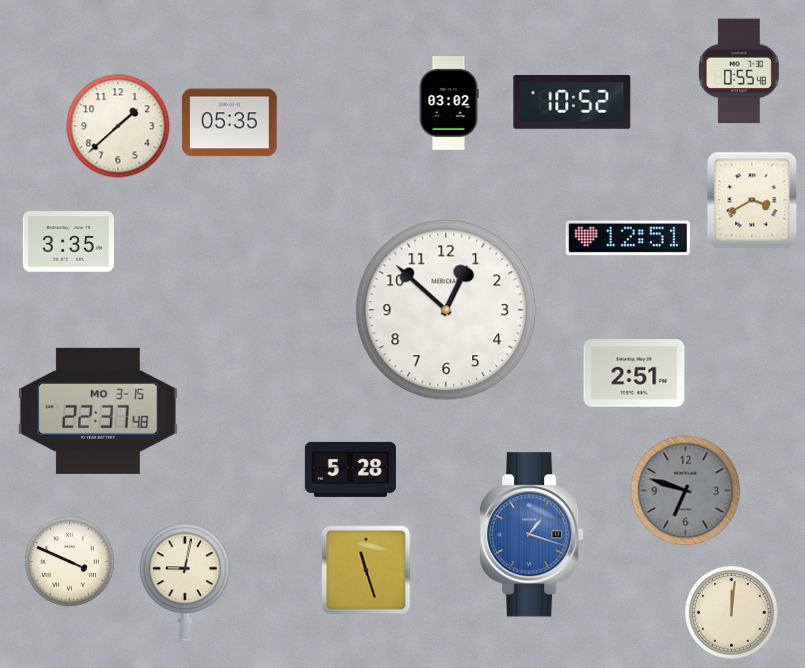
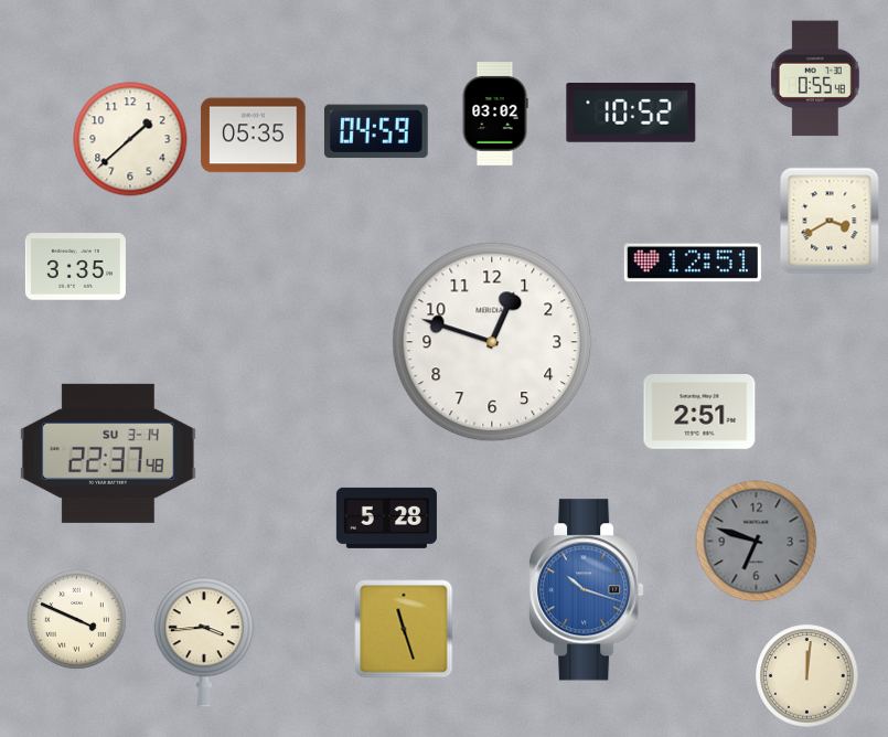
clock at (376, 131): none -> 04:59
clock at (446, 310): 12:52 -> 12:48
clock at (98, 411) date: MO 3-15 -> SU 3-14
clock at (532, 535): 1:18 -> 10:18
clock at (185, 582): 9:02 -> 3:44
